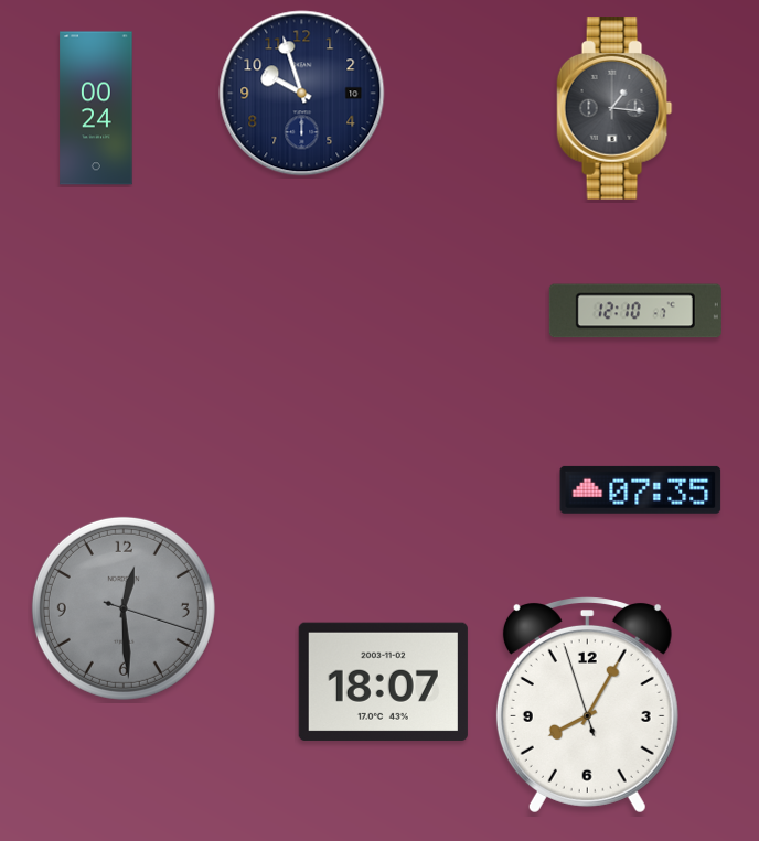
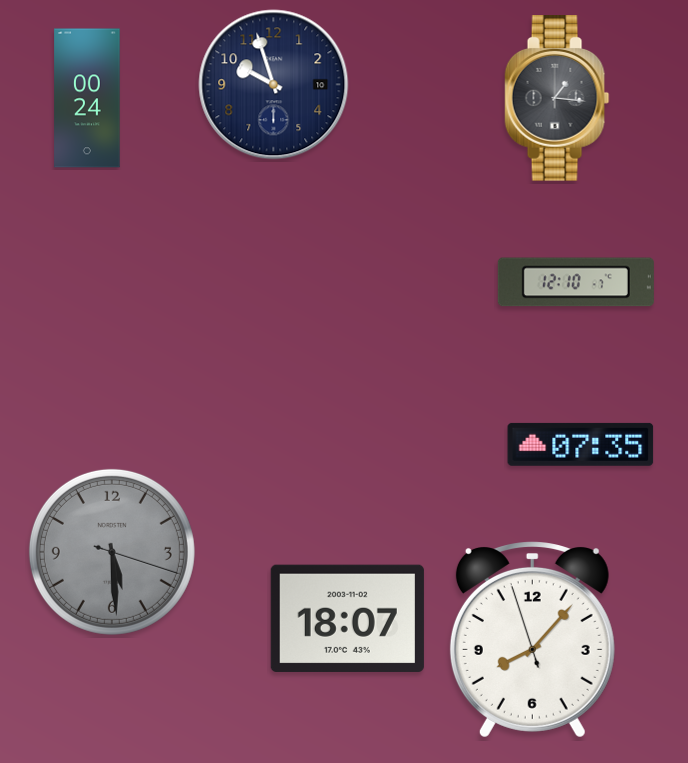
clock at (124, 608): 12:29 -> 5:29
clock at (587, 705): 8:04 -> 8:06
